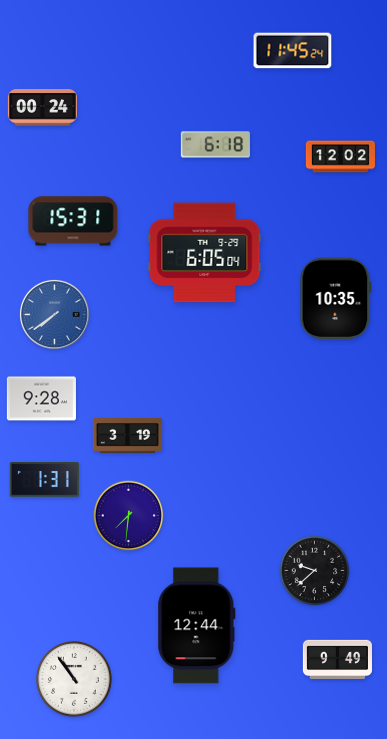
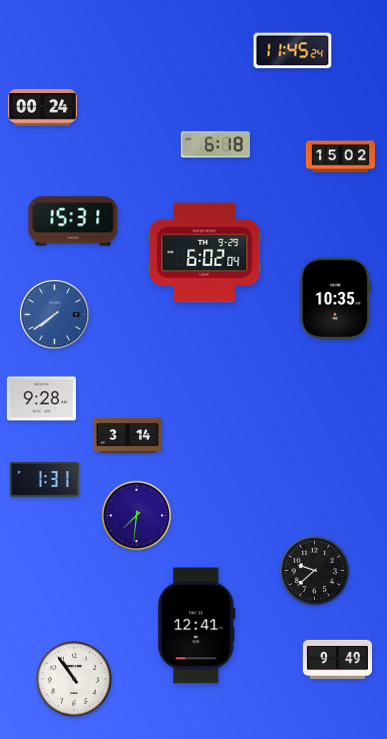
clock at (340, 157): 12:02 -> 15:02
clock at (205, 253): 6:05 -> 6:02
clock at (127, 436): 3:19 -> 3:14
clock at (129, 516) position: (129, 516) -> (137, 516)
clock at (197, 626): 12:44 -> 12:41
